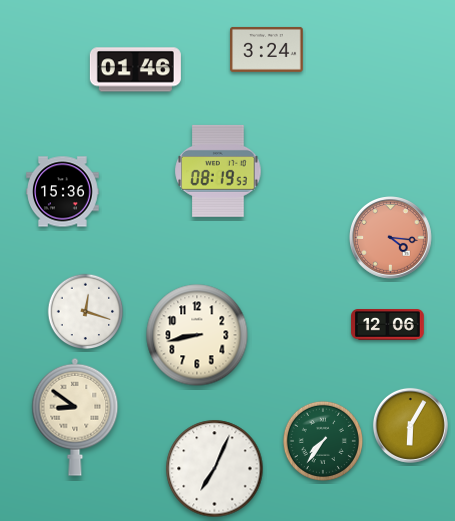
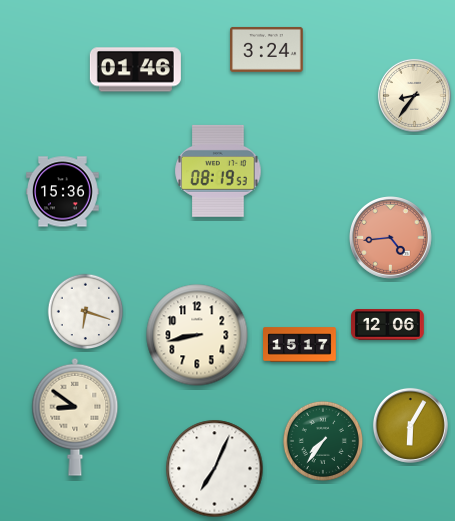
clock at (414, 95): none -> 8:36
clock at (391, 238): 4:16 -> 4:44
clock at (86, 312): 12:18 -> 6:18
clock at (300, 345): none -> 15:17
